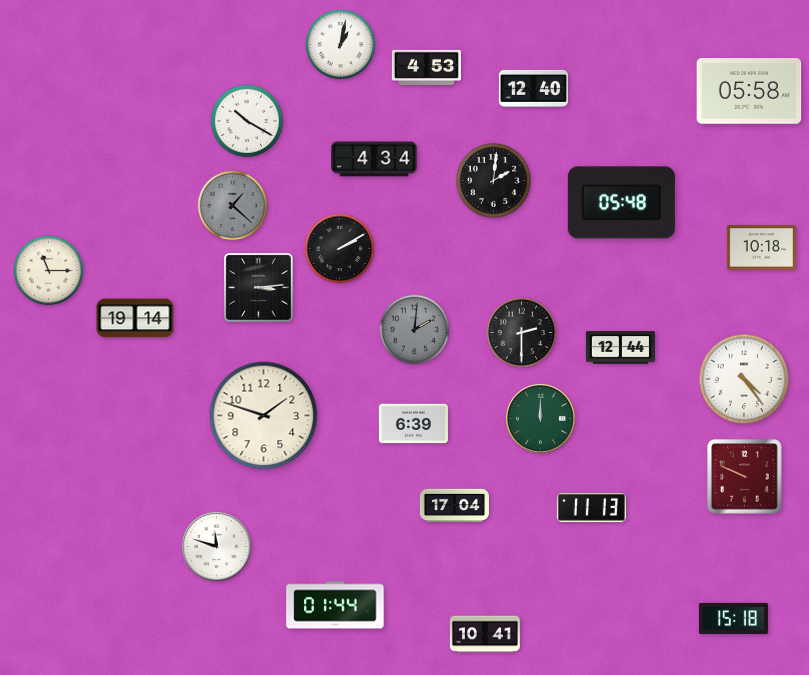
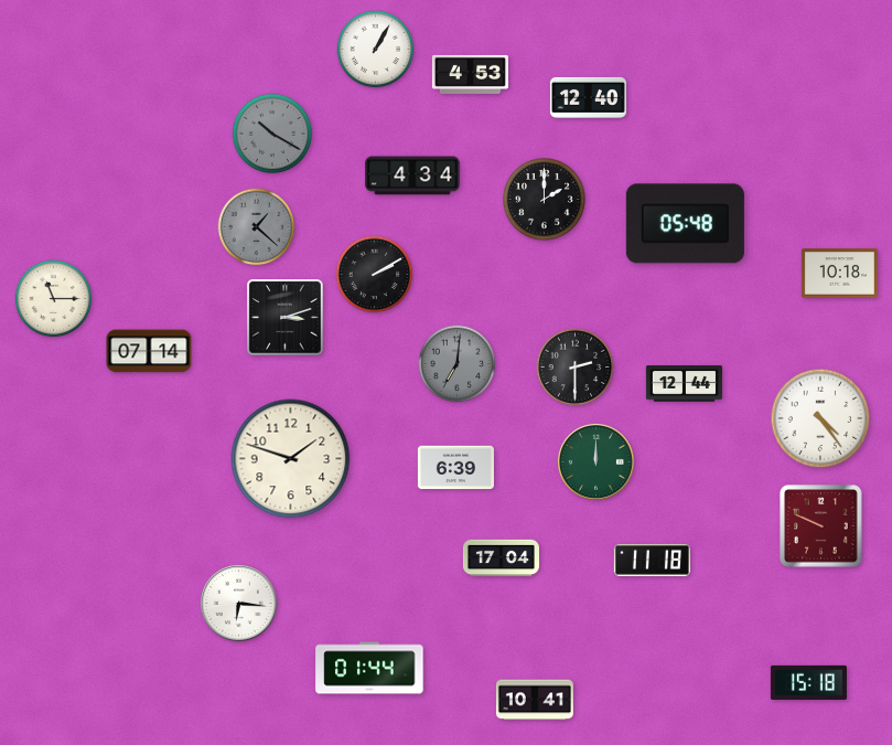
clock at (341, 45): 1:02 -> 1:05
clock at (749, 92): 05:58 -> none
clock at (247, 121) dial: white -> grey
clock at (494, 181): 2:01 -> 2:00
clock at (259, 288): 3:14 -> 3:12
clock at (135, 318): 19:14 -> 07:14
clock at (415, 330): 2:01 -> 7:01
clock at (591, 507): 11:13 -> 11:18
clock at (216, 546): 11:48 -> 6:16
